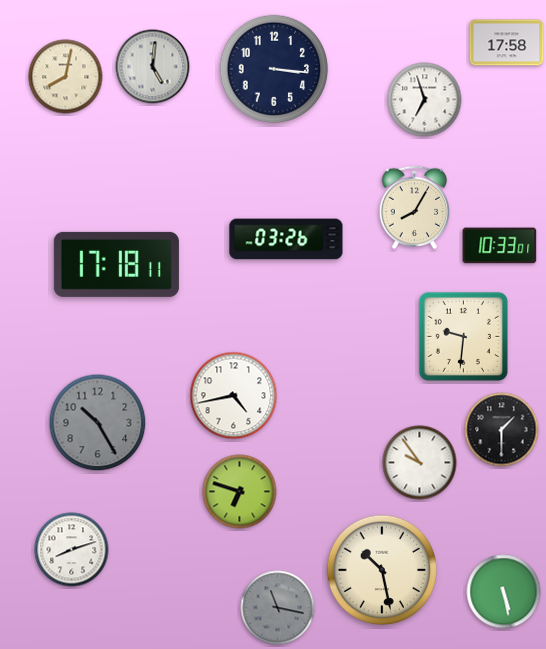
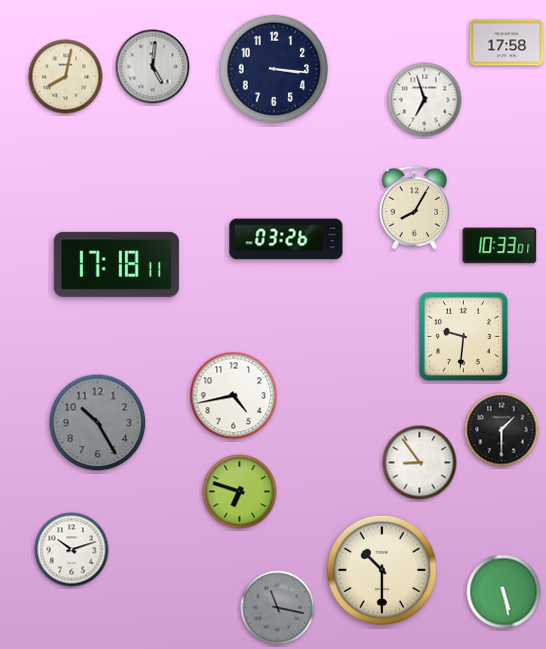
clock at (420, 463): 9:54 -> 8:54
clock at (72, 550): 8:12 -> 10:12
clock at (382, 570): 10:28 -> 10:30
